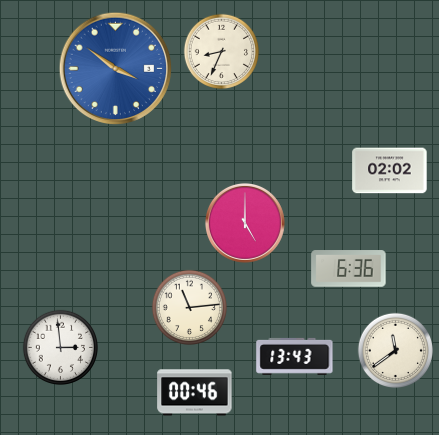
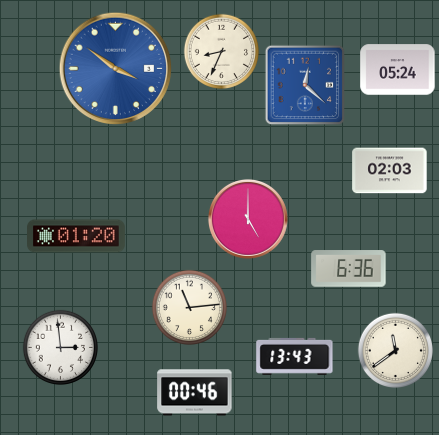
clock at (398, 70): none -> 05:24
clock at (305, 85): none -> 12:22
clock at (390, 171): 02:02 -> 02:03
clock at (245, 223) position: (245, 223) -> (248, 219)
clock at (77, 236): none -> 01:20
